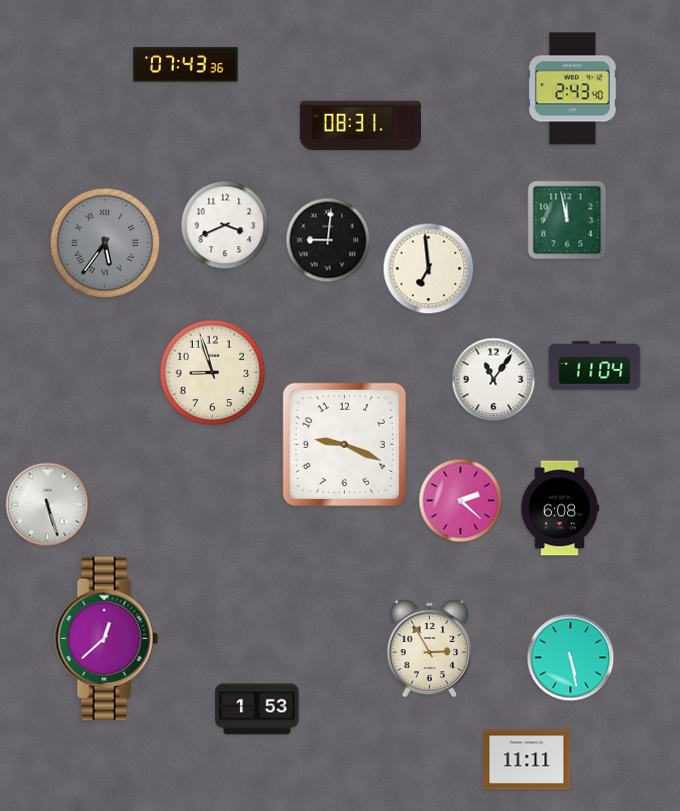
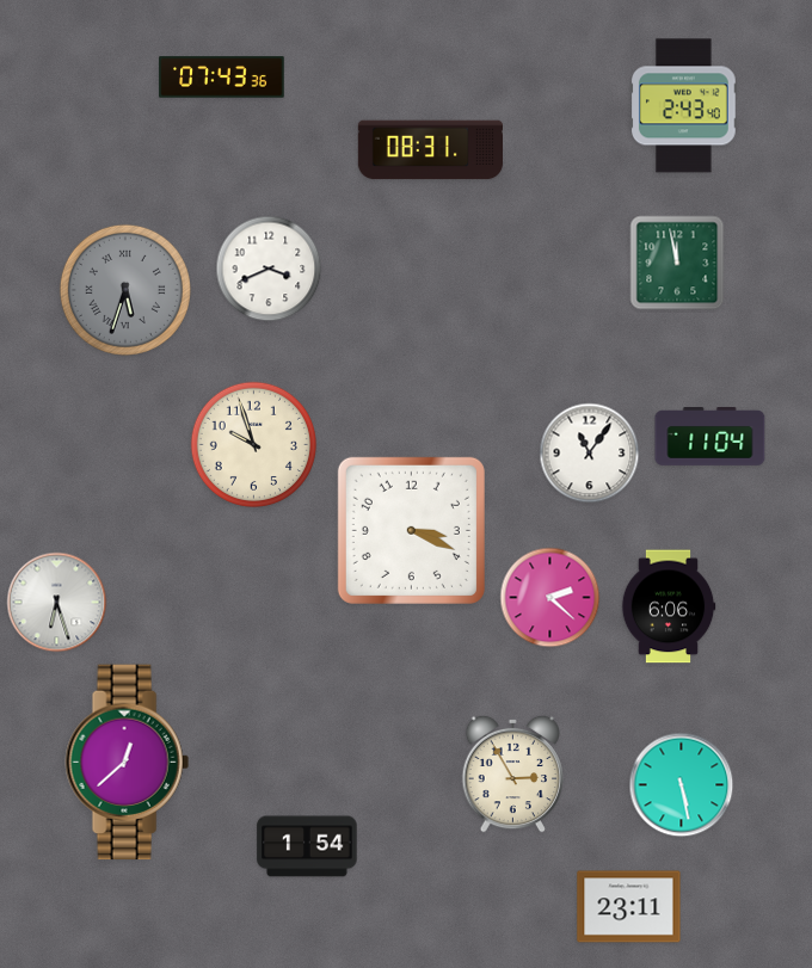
clock at (328, 240): 9:01 -> none
clock at (105, 243): 5:36 -> 5:33
clock at (429, 269): 6:59 -> none
clock at (212, 372): 8:57 -> 9:57
clock at (344, 444): 9:19 -> 3:19
clock at (48, 505): 5:27 -> 6:27
clock at (560, 508): 6:08 -> 6:06
clock at (257, 709): 1:53 -> 1:54
clock at (527, 760): 11:11 -> 23:11
